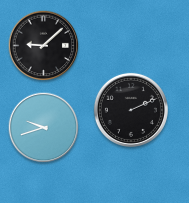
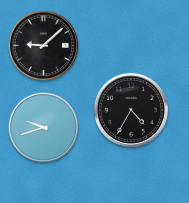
clock at (131, 110): 2:11 -> 4:35
